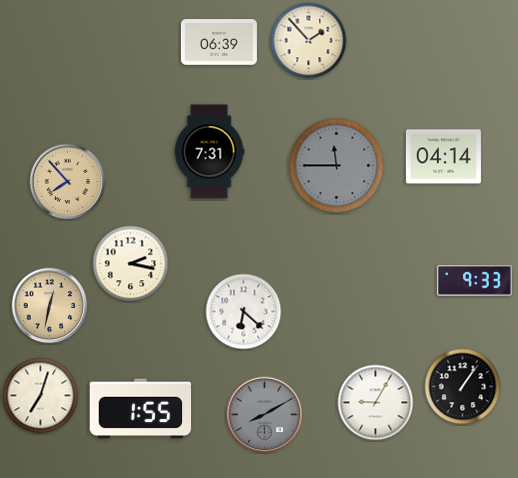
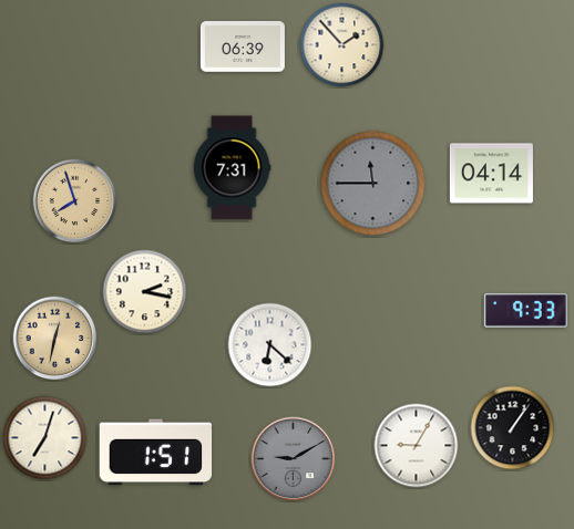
clock at (68, 182): 7:53 -> 7:57
clock at (141, 409): 1:55 -> 1:51
clock at (265, 415): 8:10 -> 9:10
